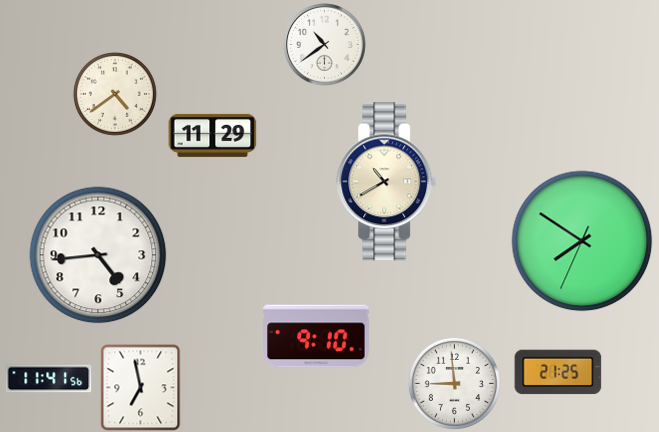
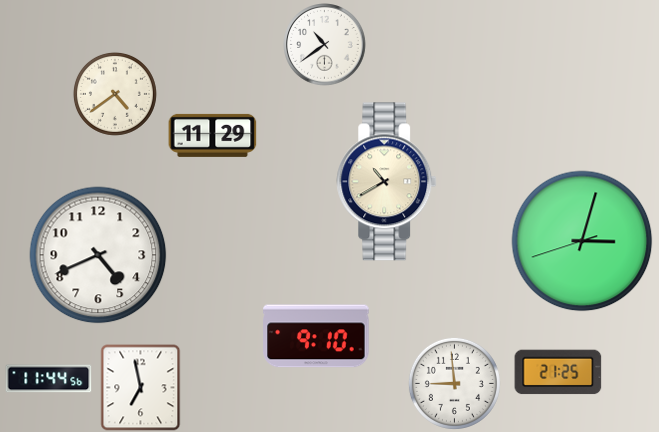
clock at (582, 241): 7:50 -> 3:02
clock at (98, 255): 4:44 -> 4:41
clock at (49, 379): 11:41 -> 11:44
